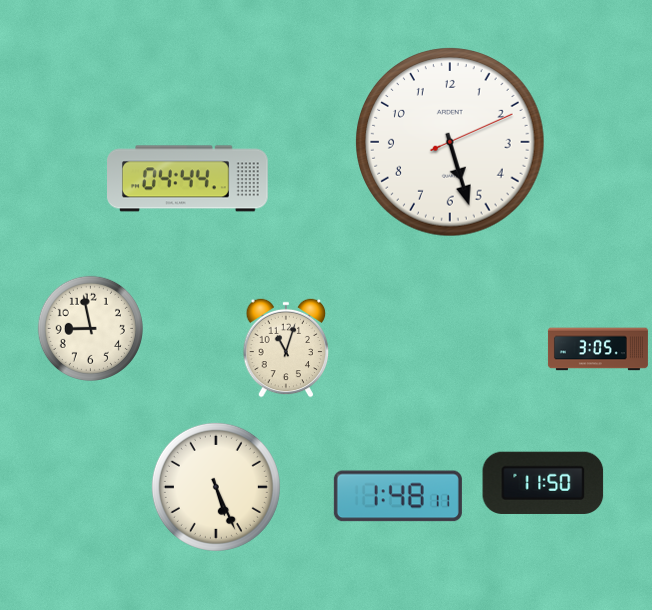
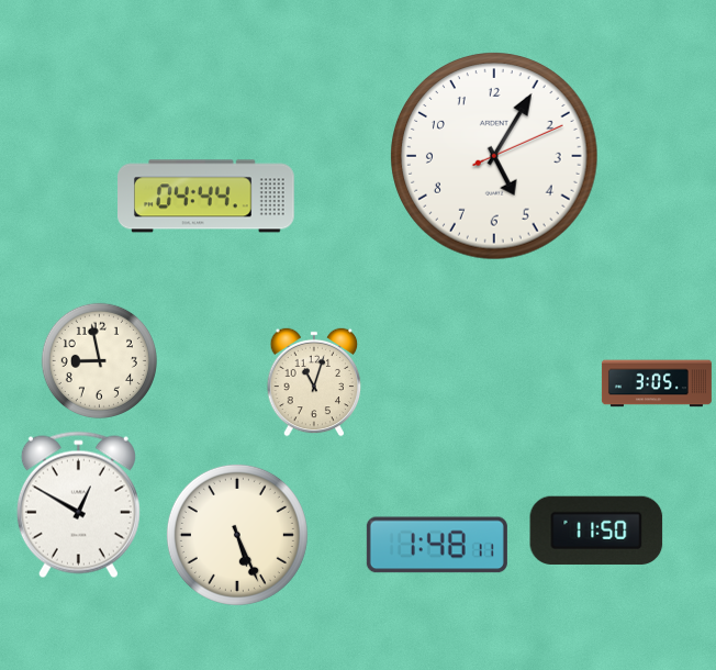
clock at (450, 142): 5:27 -> 5:05
clock at (78, 505): none -> 12:50
